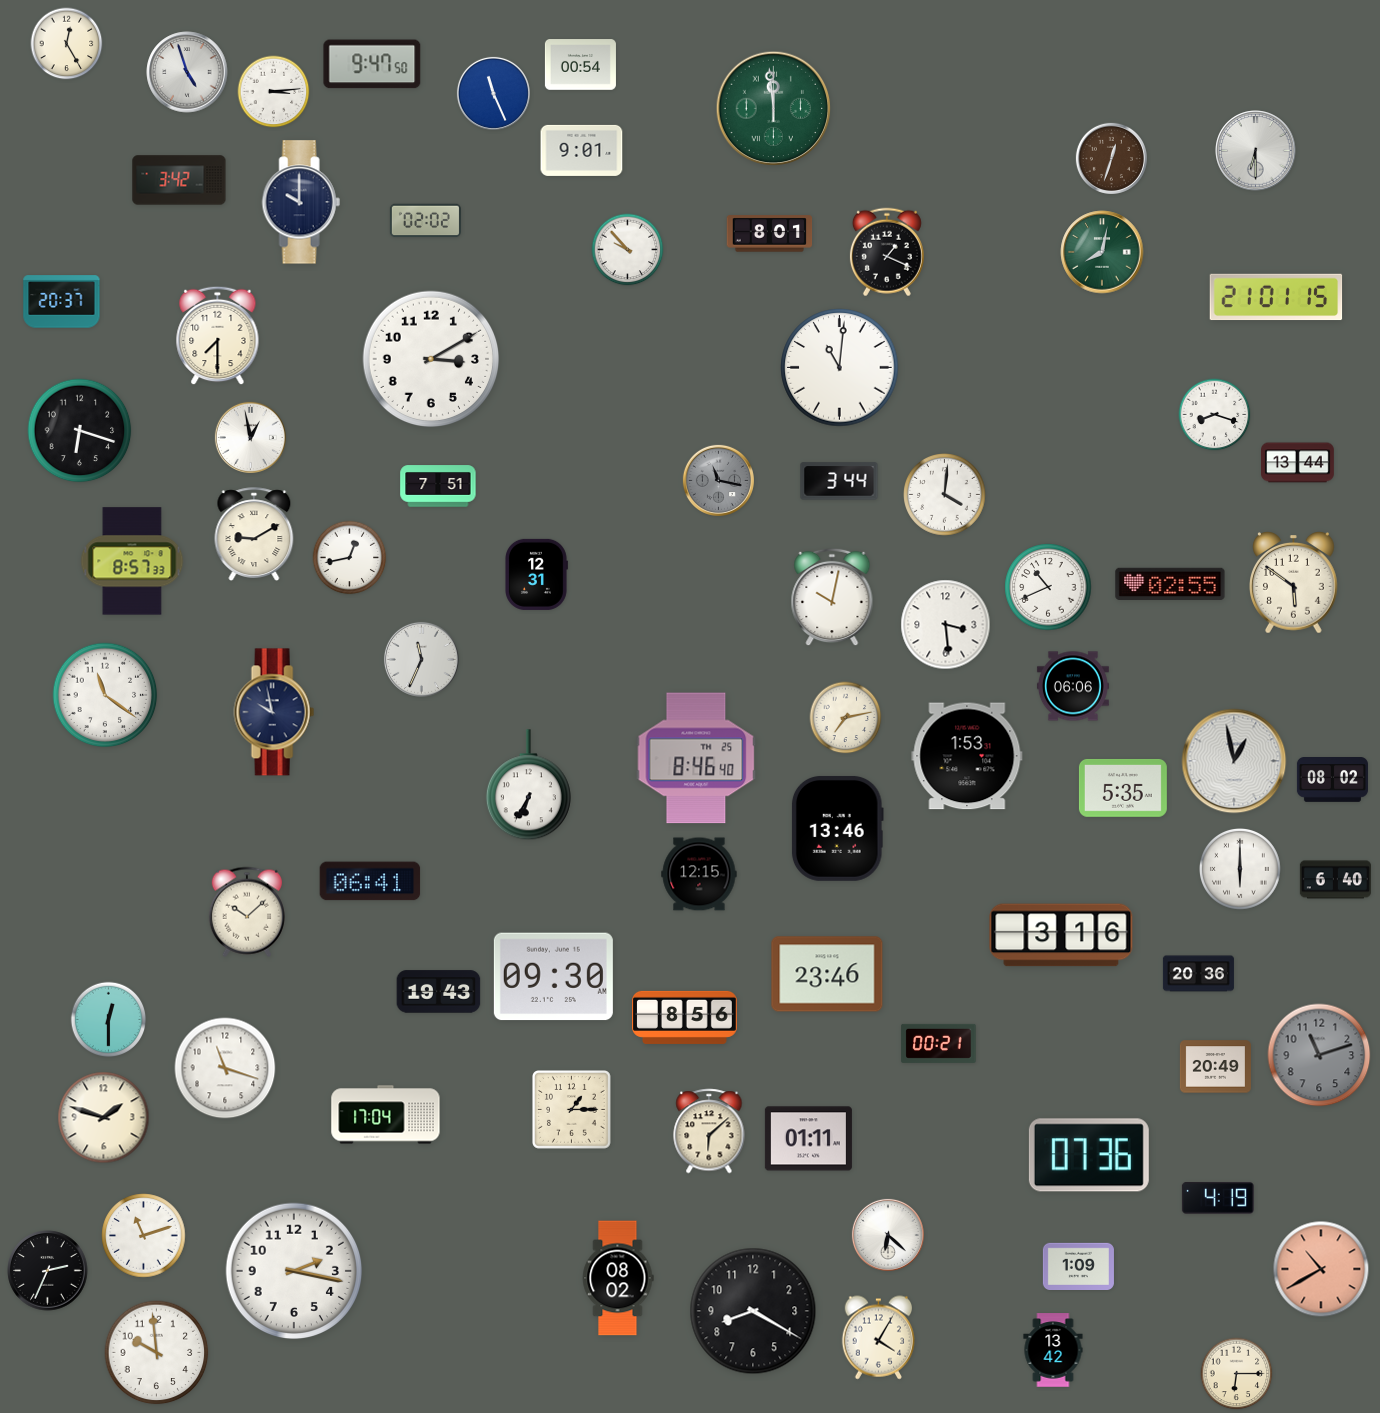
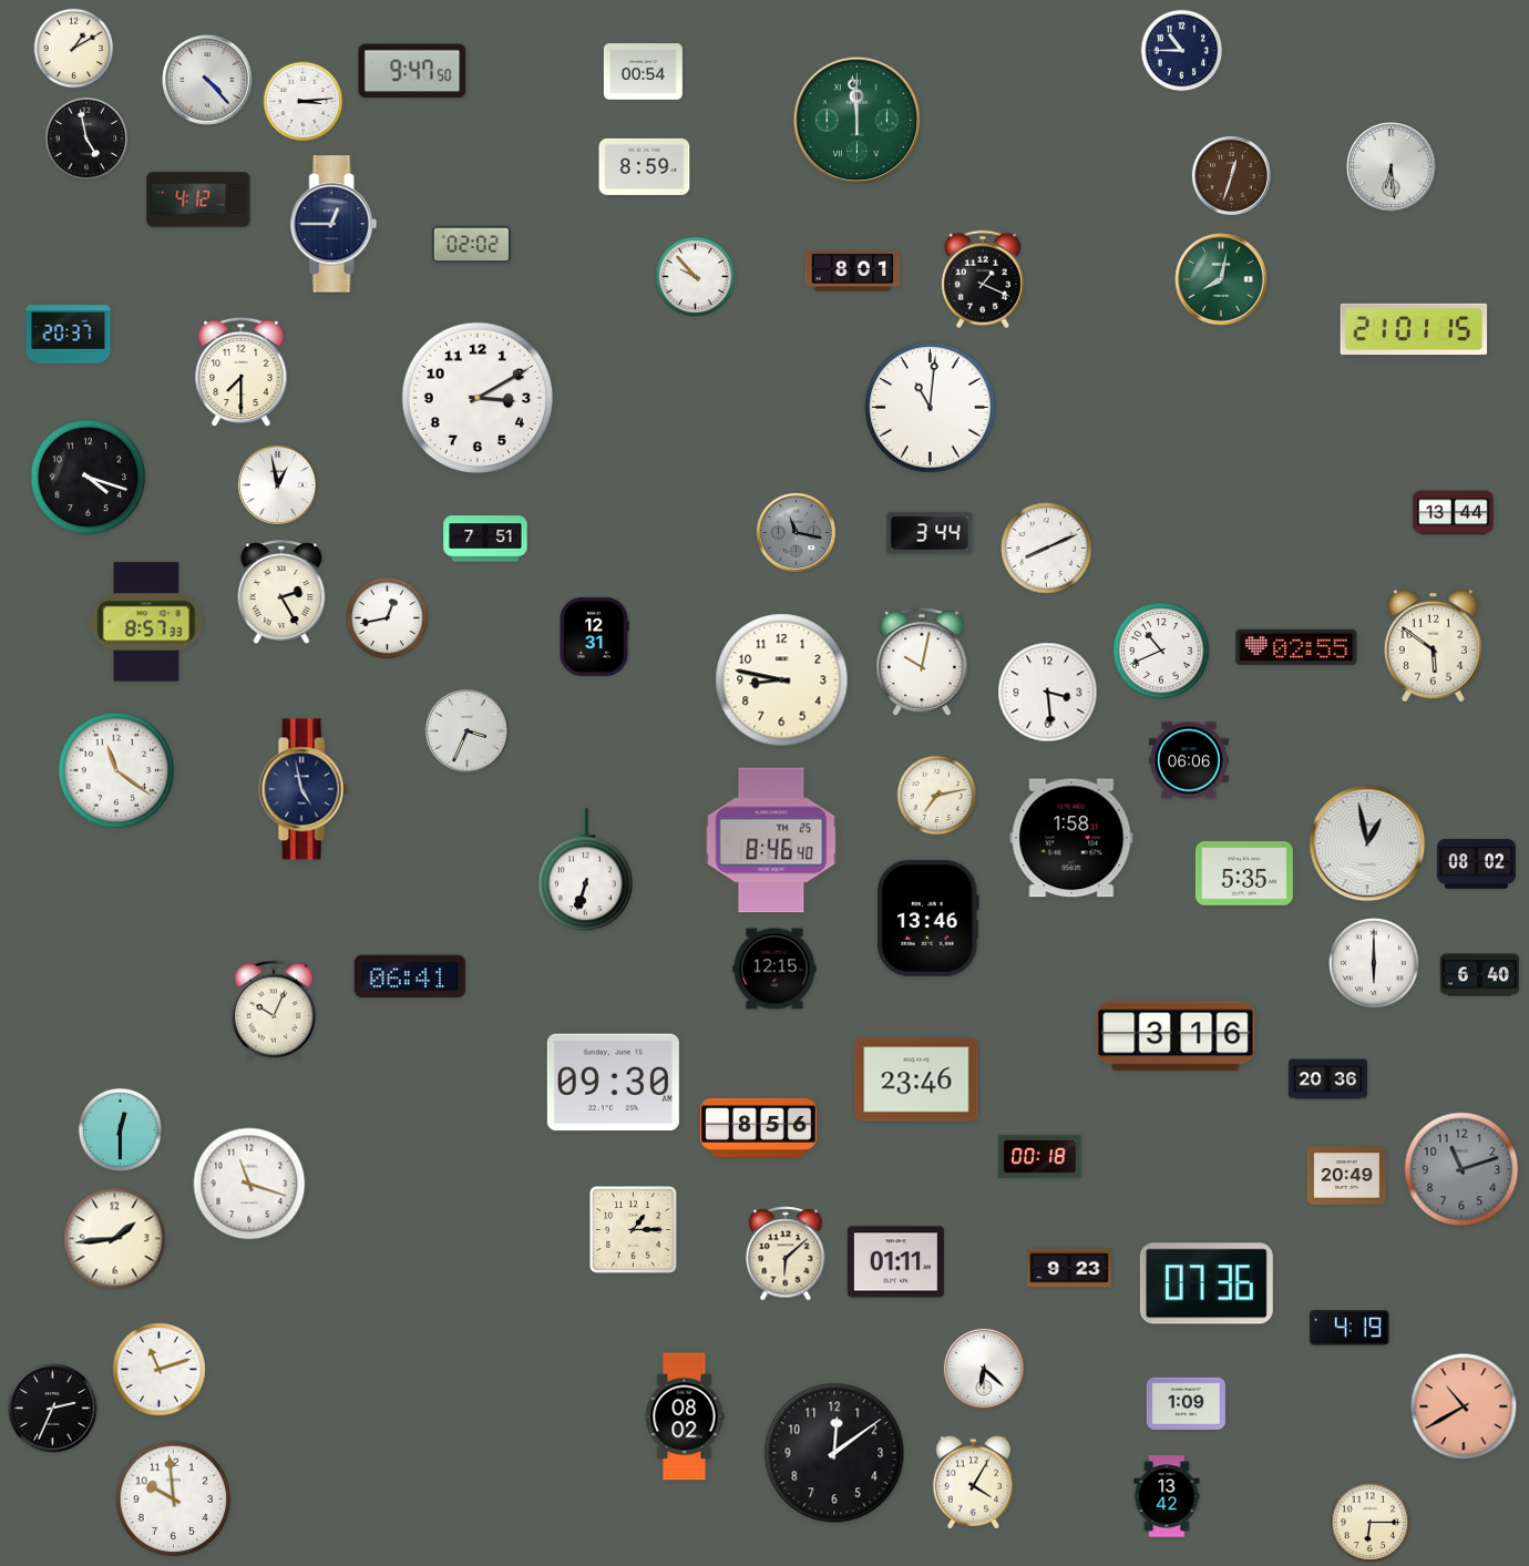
clock at (67, 44): 12:25 -> 1:10
clock at (1182, 51): none -> 10:45
clock at (187, 72): 4:57 -> 4:23
clock at (493, 93): 11:26 -> none
clock at (86, 139): none -> 4:58
clock at (582, 150): 9:01 -> 8:59
clock at (1256, 151): 6:30 -> 6:29
clock at (179, 180): 3:42 -> 4:12
clock at (301, 202): 10:00 -> 12:45
clock at (770, 234) position: (770, 234) -> (853, 272)
clock at (1215, 415): 8:18 -> none
clock at (80, 431): 6:18 -> 4:18
clock at (1298, 463) position: (1298, 463) -> (1454, 513)
clock at (945, 495): 4:01 -> 8:11
clock at (254, 534): 9:10 -> 2:25
clock at (782, 680): none -> 8:47
clock at (421, 659): 11:34 -> 3:34
clock at (274, 712): 9:58 -> 4:58
clock at (967, 756): 1:53 -> 1:58
clock at (528, 785): 6:35 -> 6:33
clock at (247, 912): 10:08 -> 10:04
clock at (439, 992): 19:43 -> none
clock at (939, 1043): 00:21 -> 00:18
clock at (1215, 1067) position: (1215, 1067) -> (1346, 1176)
clock at (386, 1115): 17:04 -> none
clock at (104, 1118): 1:48 -> 1:44
clock at (1069, 1268): none -> 9:23
clock at (1089, 1155) position: (1089, 1155) -> (1207, 1283)
clock at (1078, 1266) position: (1078, 1266) -> (1186, 1403)
clock at (294, 1271): 2:17 -> none
clock at (753, 1311): 8:20 -> 12:09
